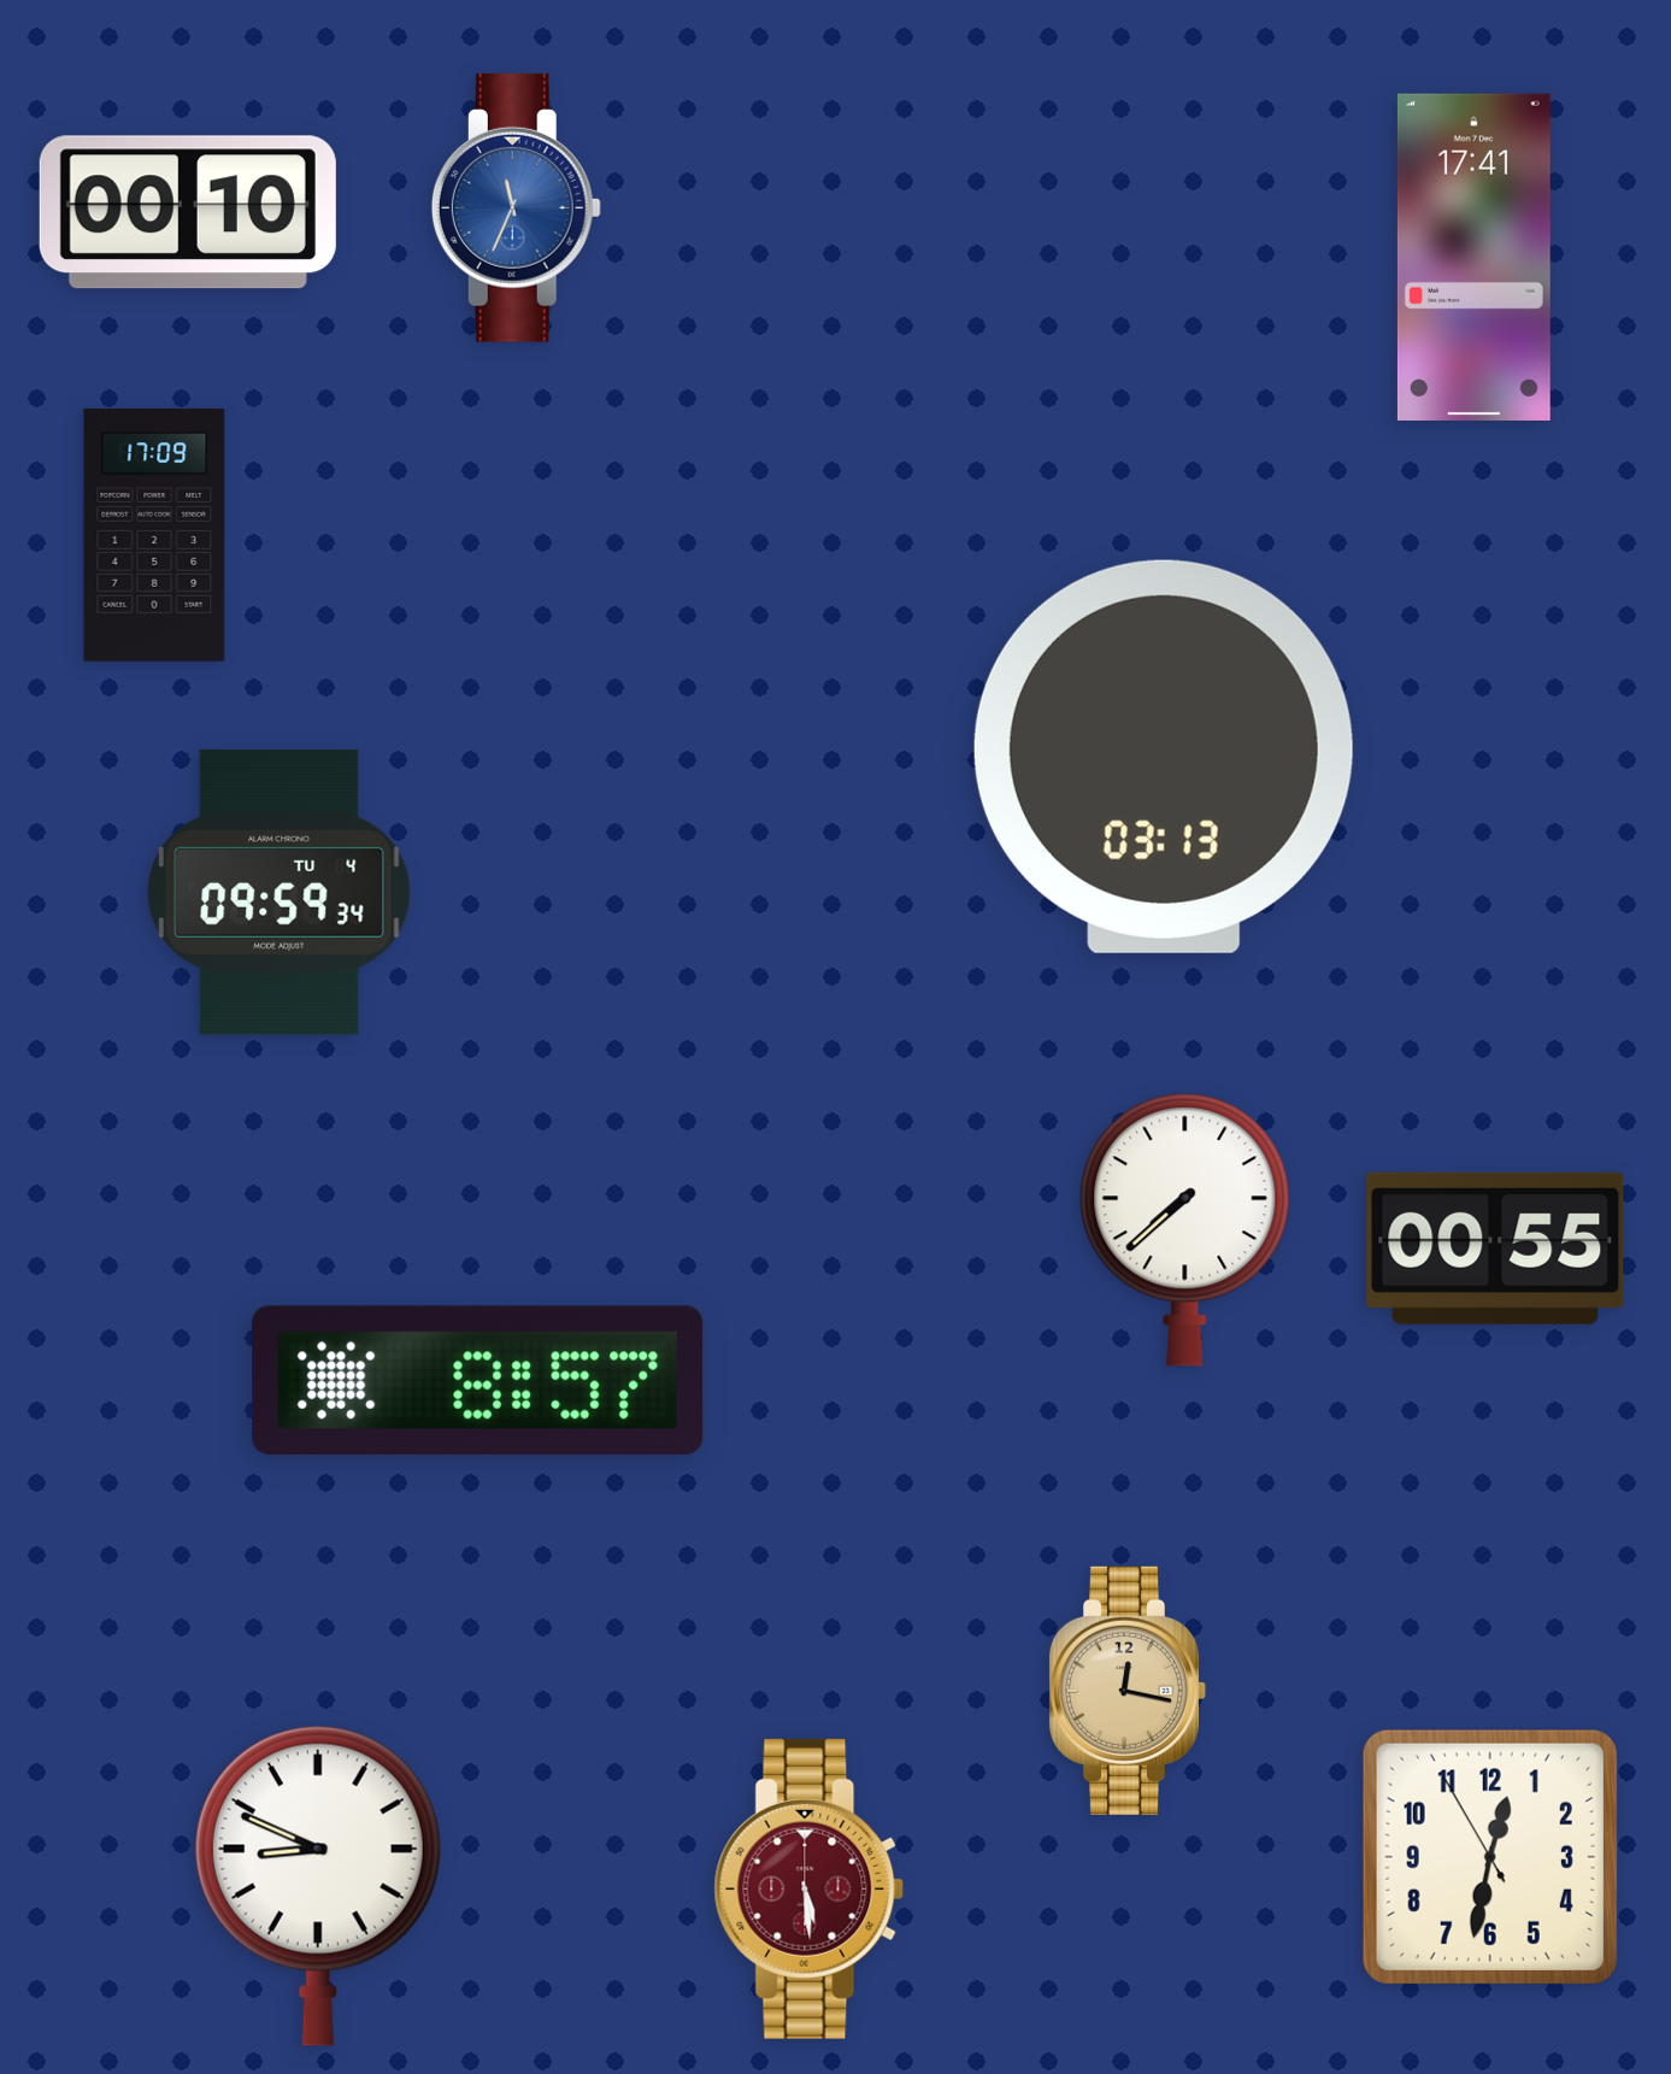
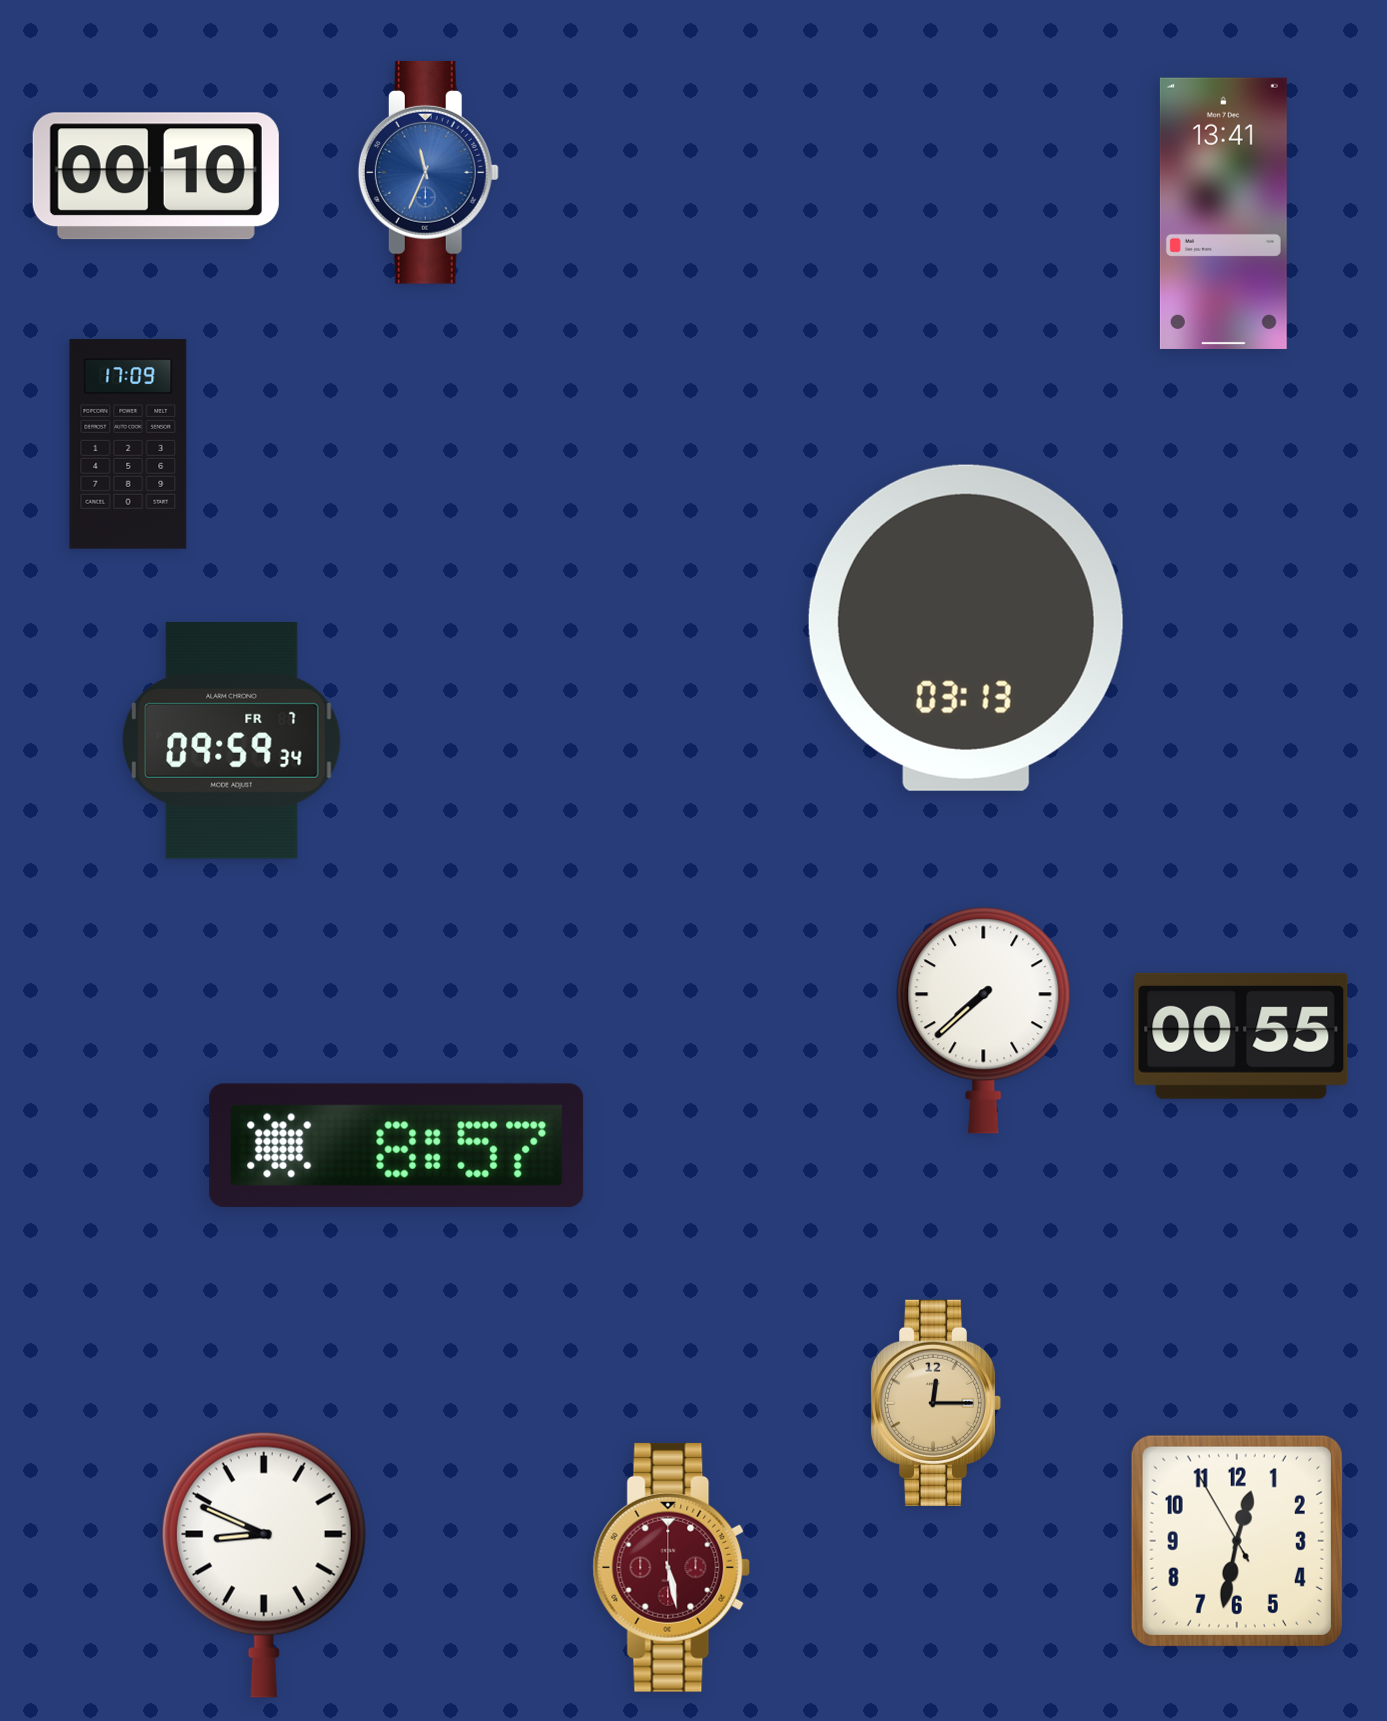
clock at (1473, 257): 17:41 -> 13:41
clock at (280, 893) date: TU 4 -> FR 7
clock at (1128, 1691): 12:17 -> 12:15
clock at (810, 1888): 5:29 -> 5:28
